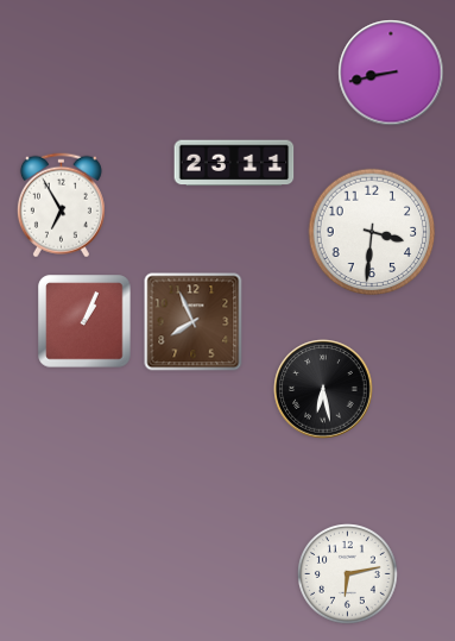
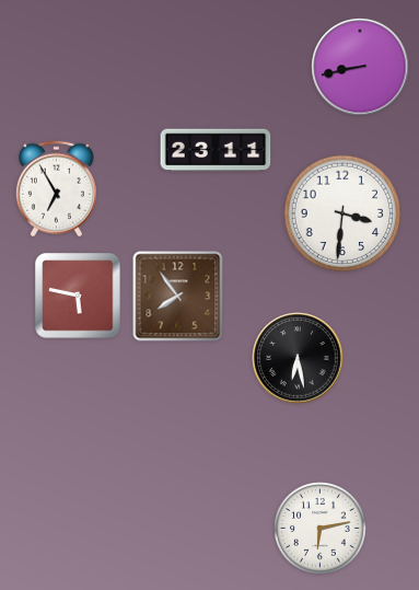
clock at (84, 321): 1:04 -> 5:47
clock at (194, 322): 7:56 -> 7:54
